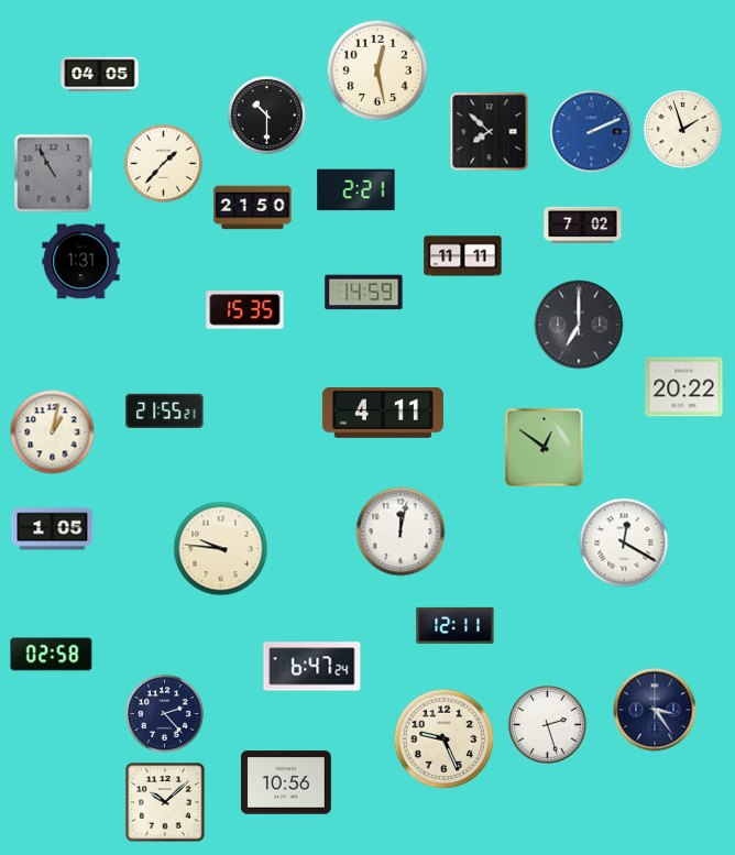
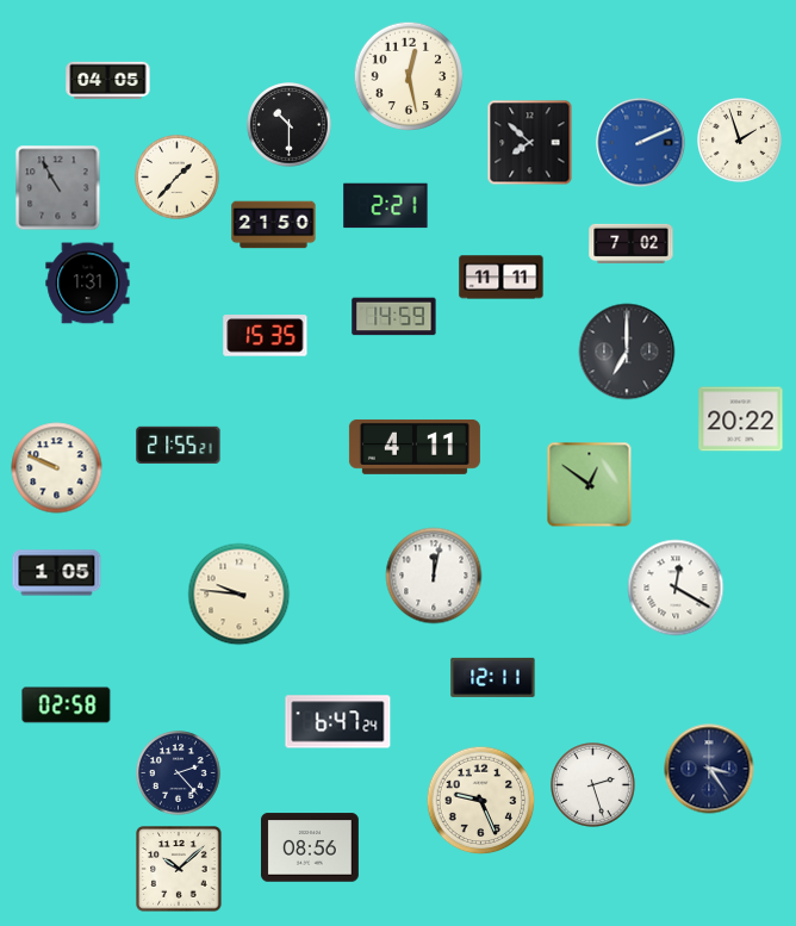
clock at (53, 432): 1:02 -> 9:49
clock at (52, 655) position: (52, 655) -> (67, 706)
clock at (286, 782): 10:56 -> 08:56
